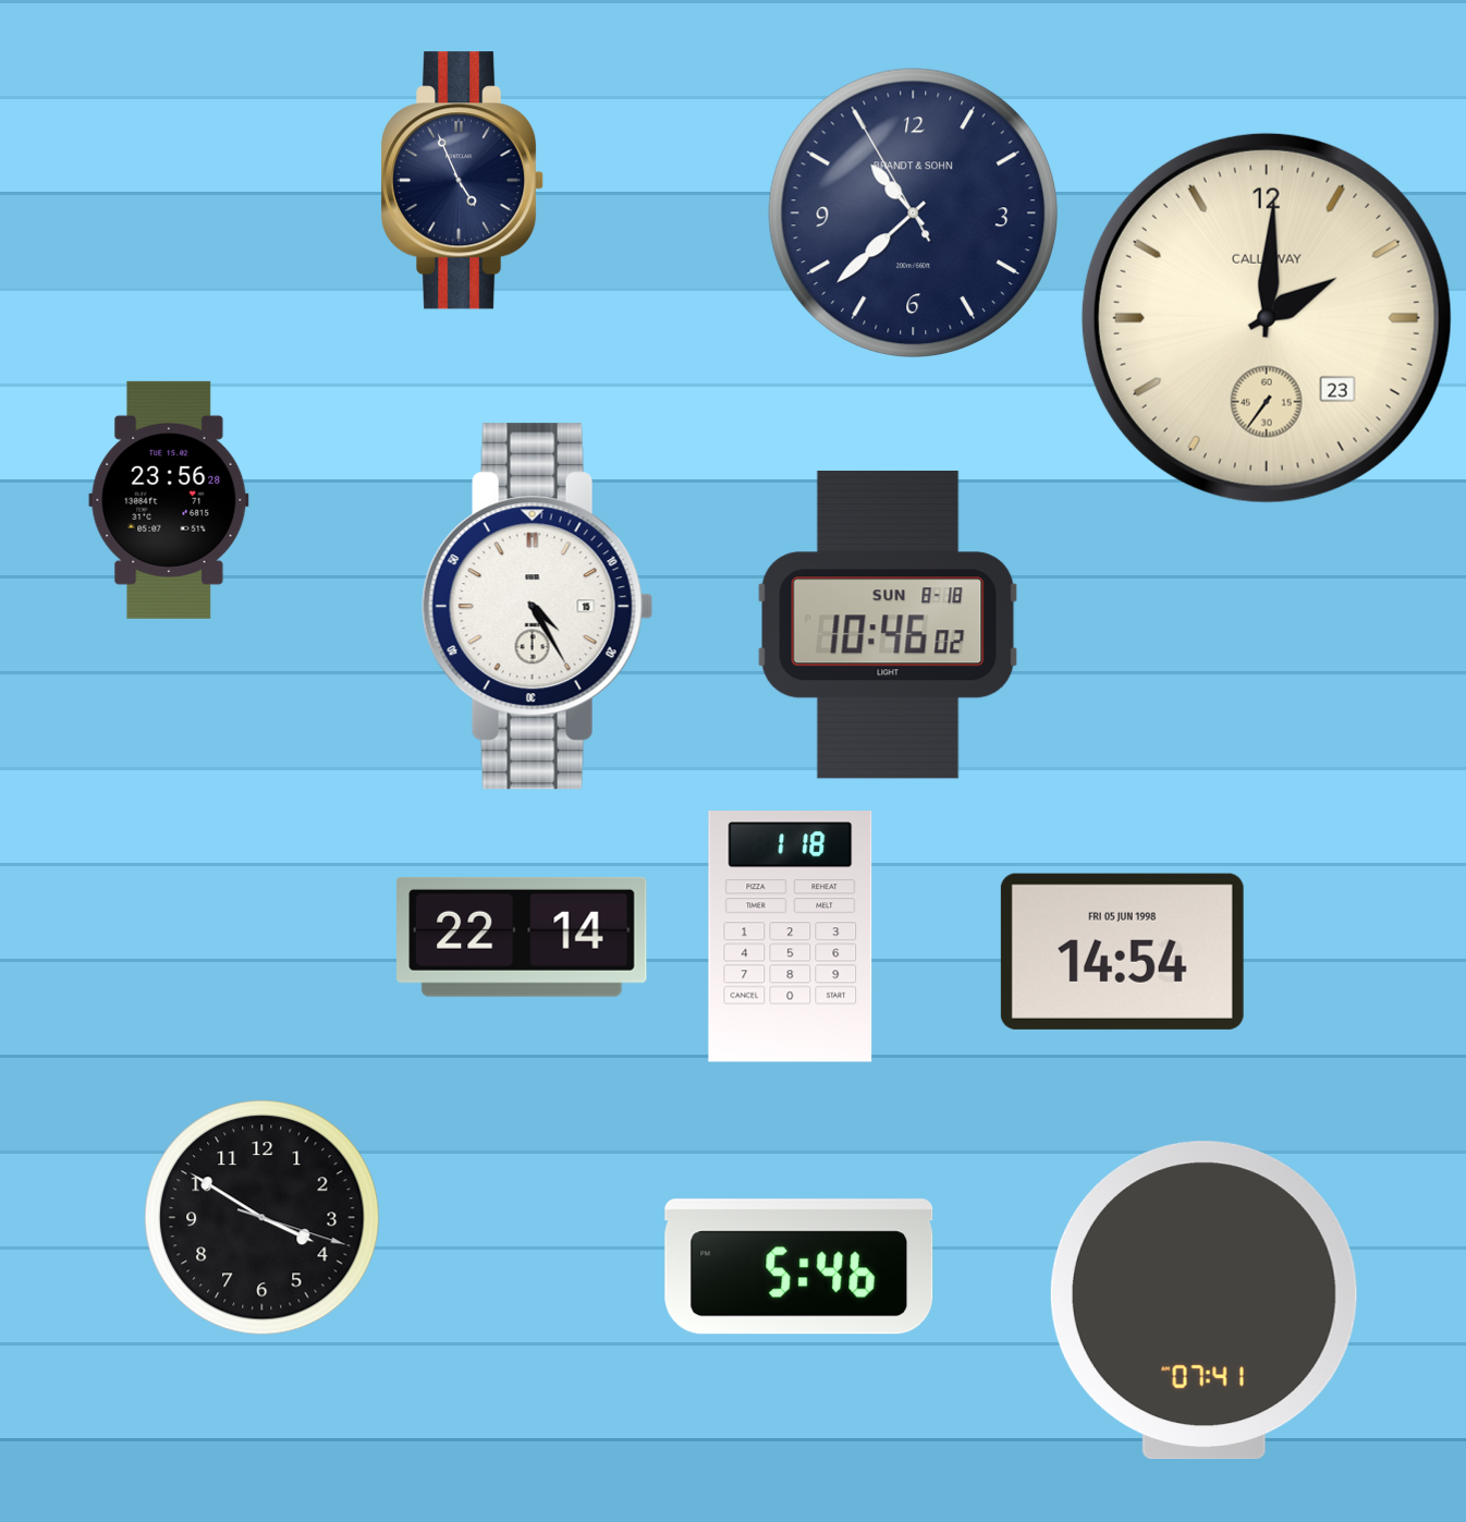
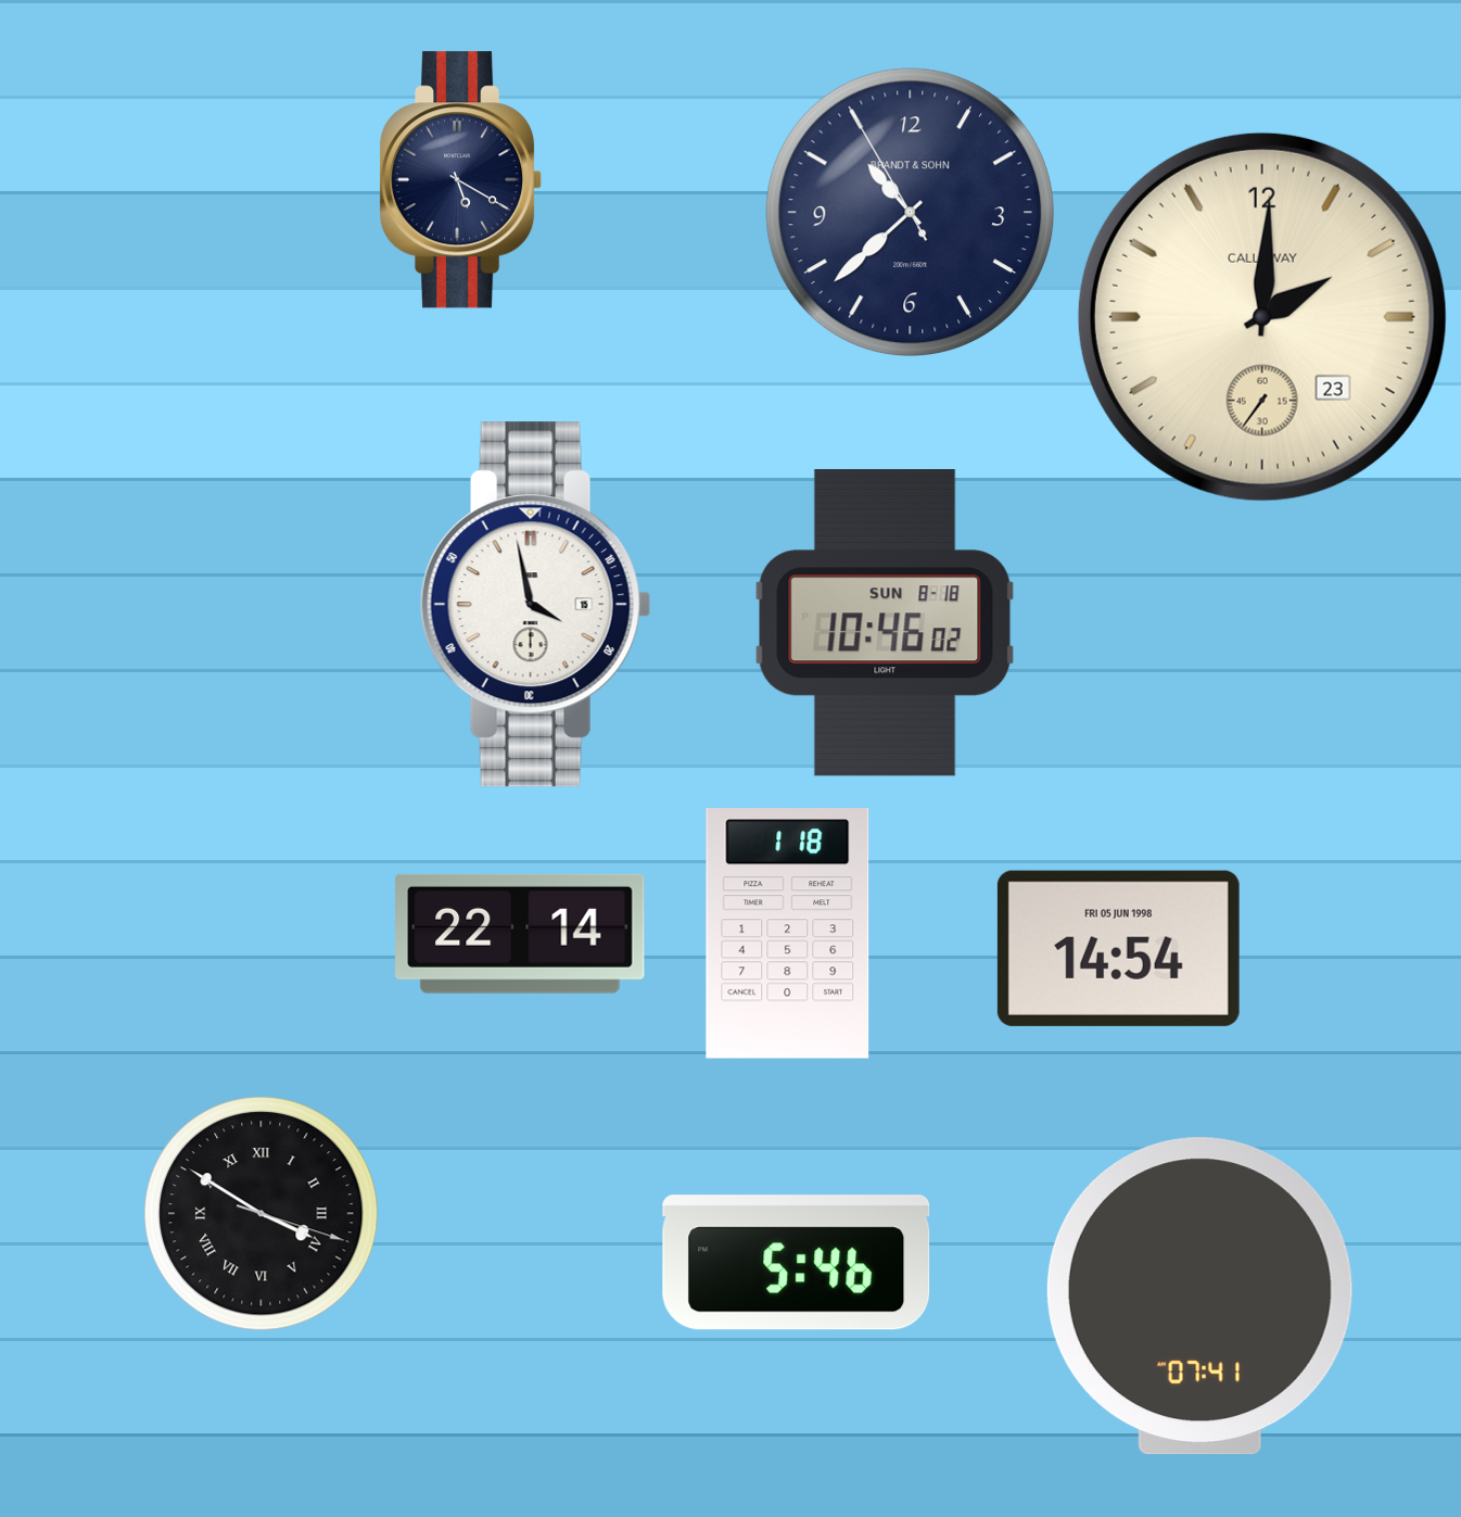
clock at (463, 181): 4:56 -> 5:20
clock at (169, 500): 23:56 -> none
clock at (537, 607): 4:25 -> 3:58
clock at (262, 1218) numerals: Arabic -> Roman
